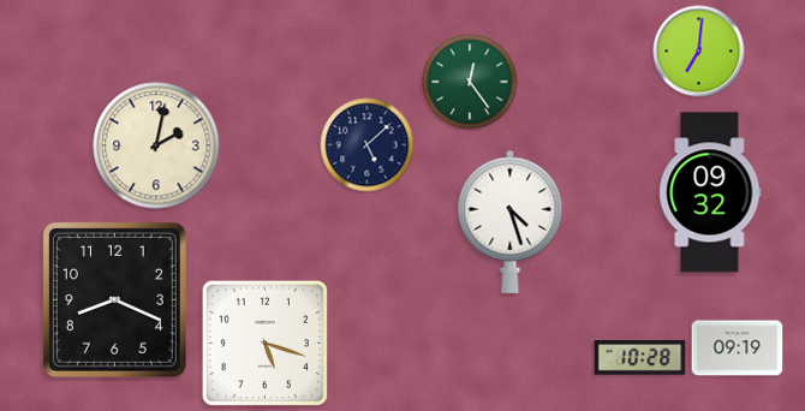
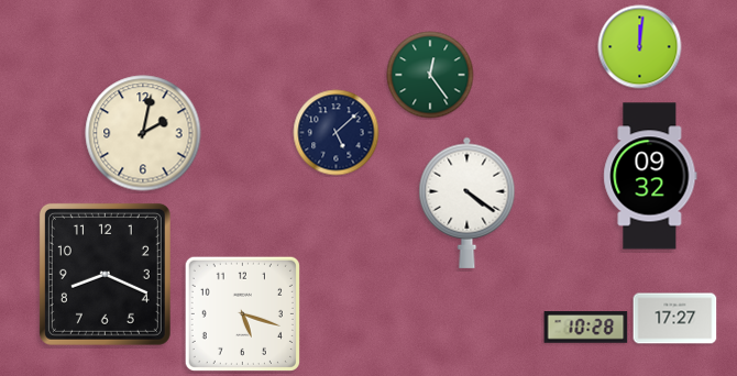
clock at (699, 52): 7:01 -> 12:01
clock at (511, 221): 4:27 -> 4:21
clock at (738, 349): 09:19 -> 17:27
